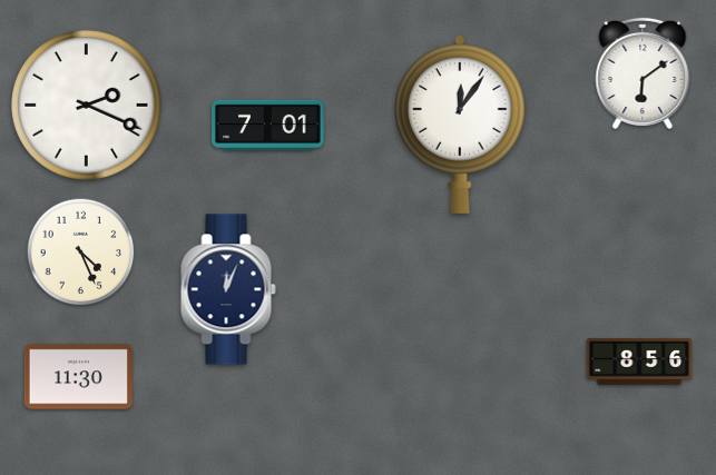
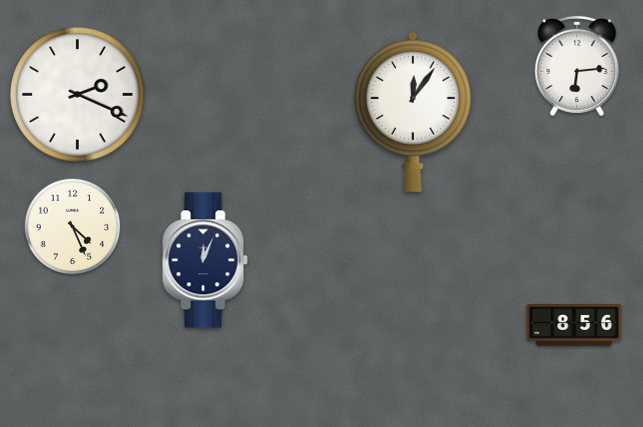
clock at (643, 73): 6:09 -> 6:14
clock at (268, 125): 7:01 -> none
clock at (78, 377): 11:30 -> none
